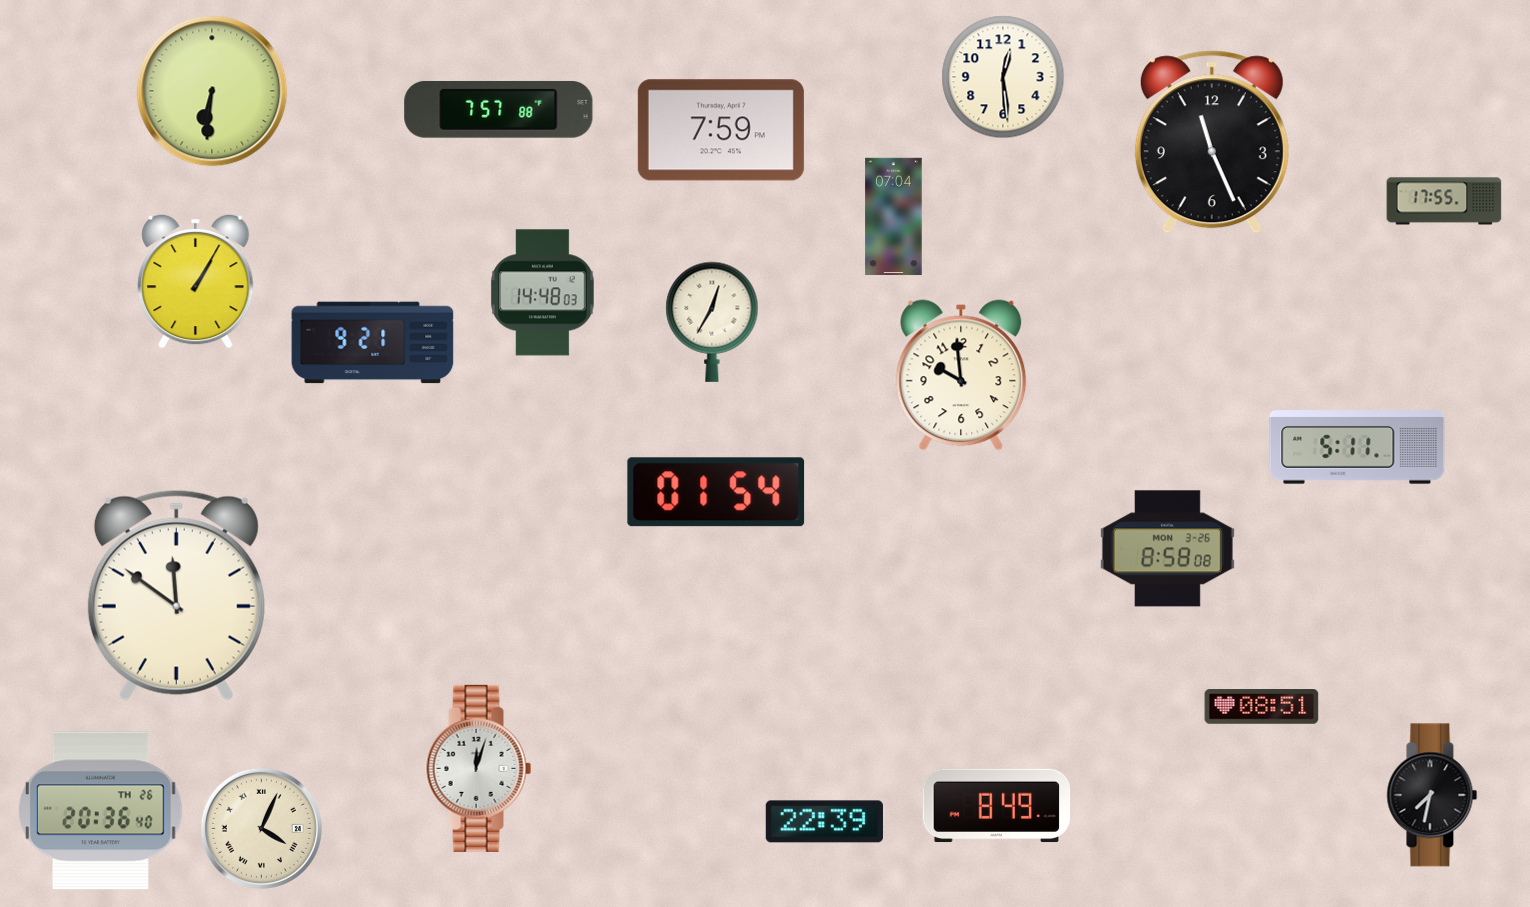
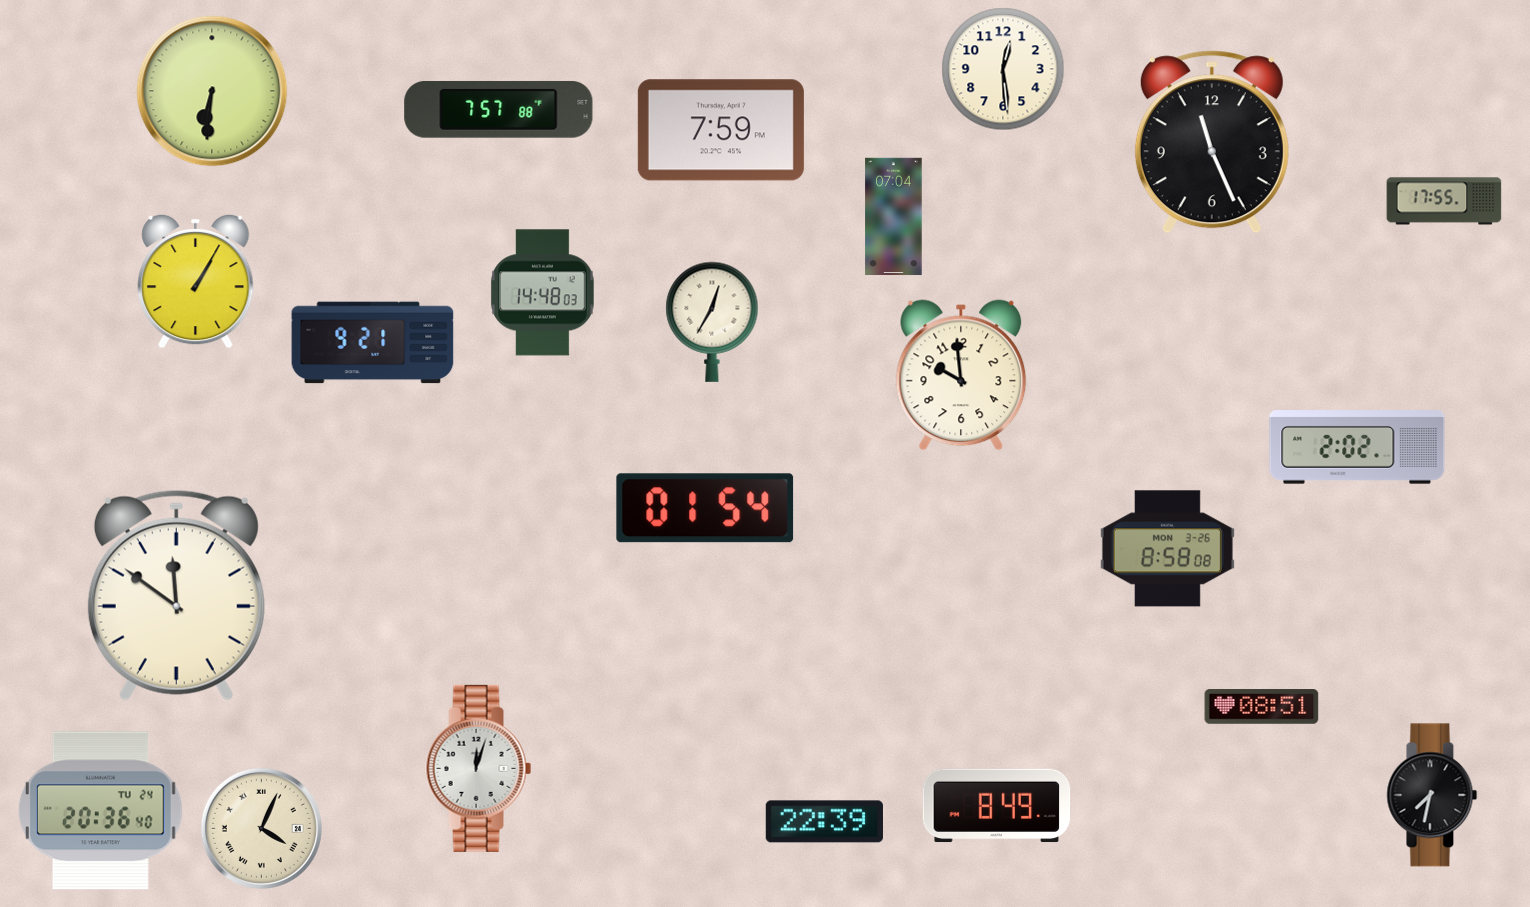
clock at (1003, 77) position: (1003, 77) -> (1003, 69)
clock at (1357, 447): 5:11 -> 2:02
clock at (716, 492) position: (716, 492) -> (705, 508)
clock at (100, 811) date: TH 26 -> TU 24
